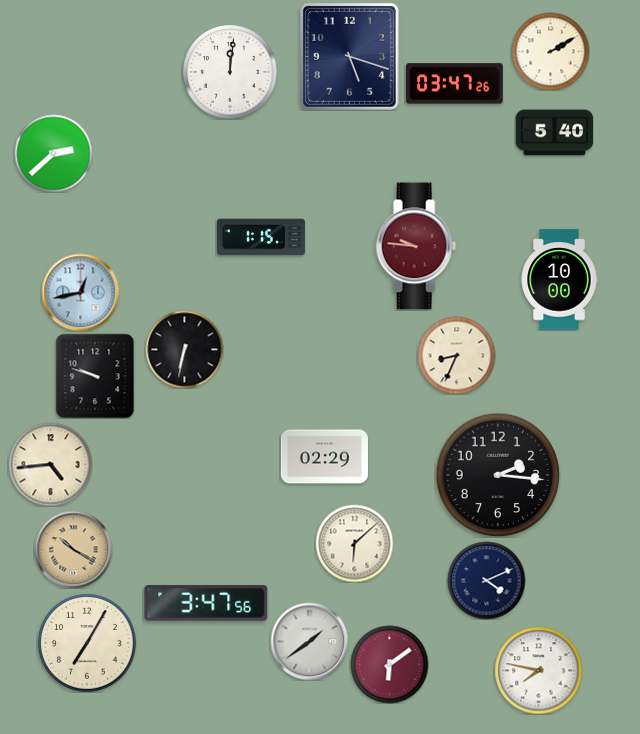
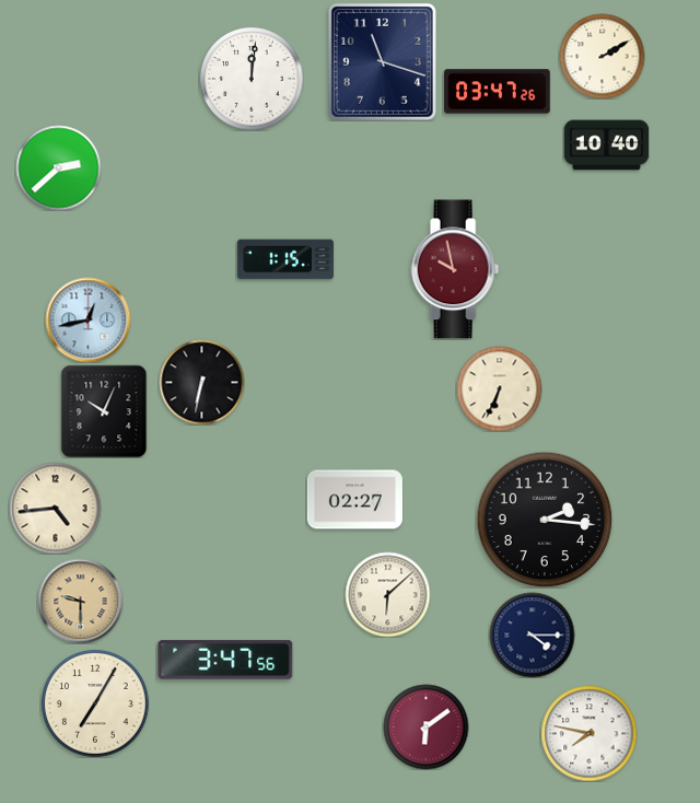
clock at (349, 56): 5:18 -> 11:18
clock at (554, 133): 5:40 -> 10:40
clock at (416, 246): 9:46 -> 9:58
clock at (559, 280): 10:00 -> none
clock at (456, 355): 8:34 -> 6:34
clock at (95, 376): 9:48 -> 10:04
clock at (324, 457): 02:29 -> 02:27
clock at (73, 549): 10:20 -> 9:30
clock at (486, 580): 4:11 -> 4:15
clock at (309, 641): 1:39 -> none
